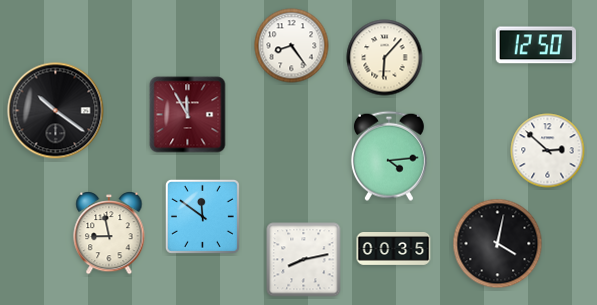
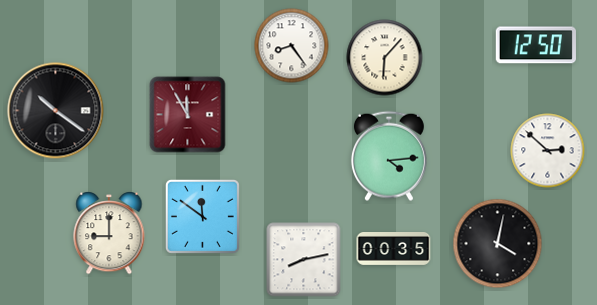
clock at (109, 234): 8:58 -> 9:00
